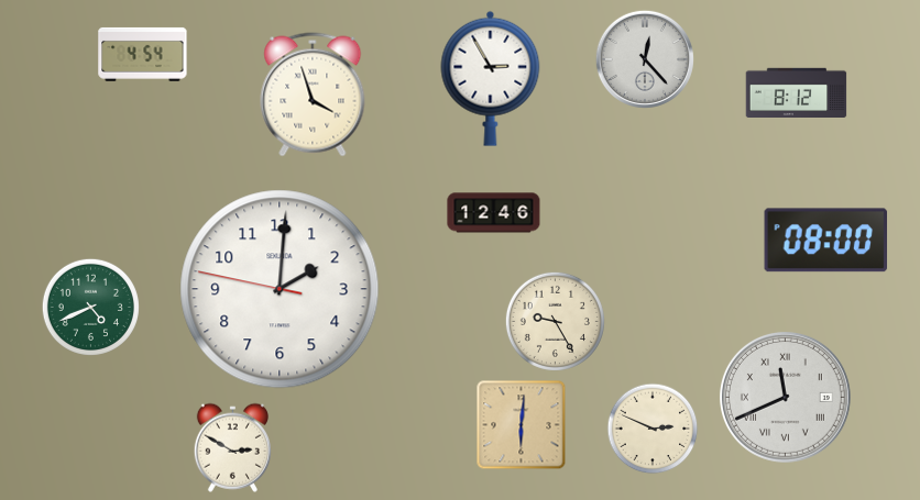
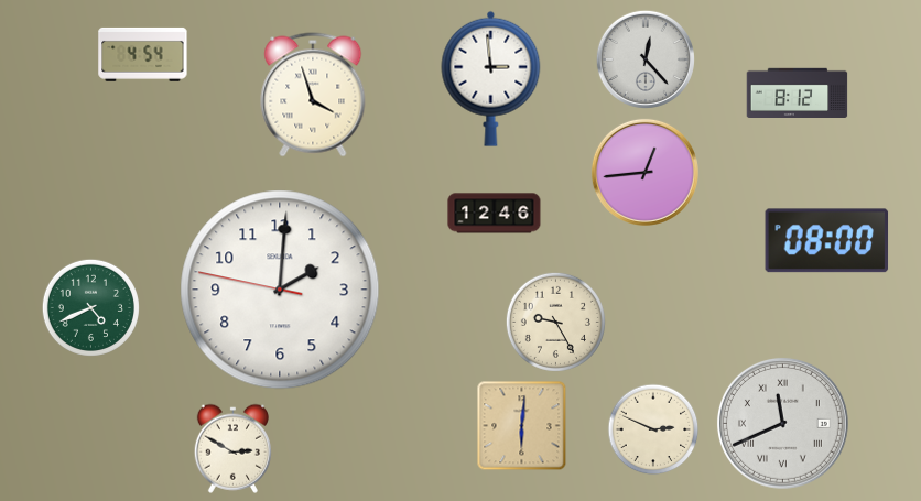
clock at (491, 78): 2:55 -> 2:59
clock at (644, 172): none -> 12:44
clock at (785, 397) position: (785, 397) -> (782, 423)
